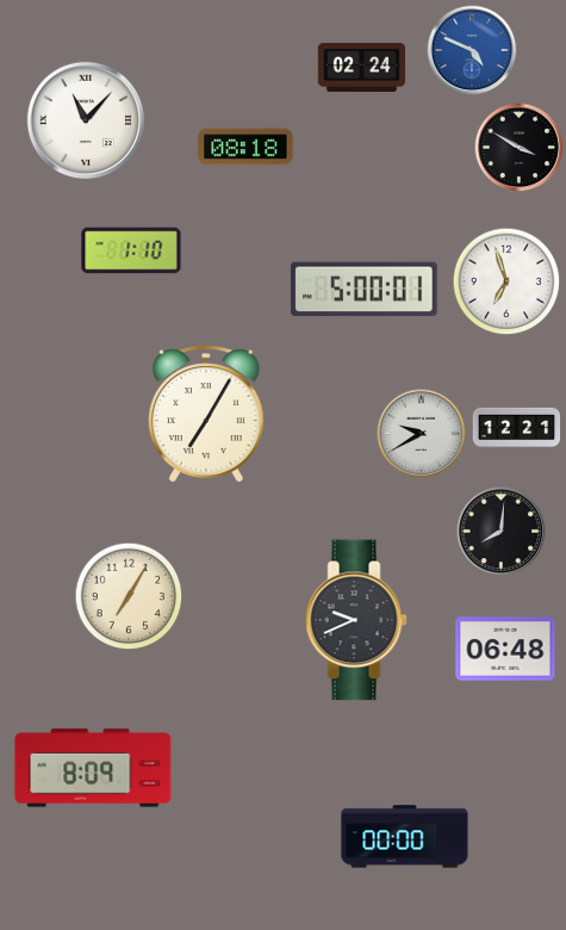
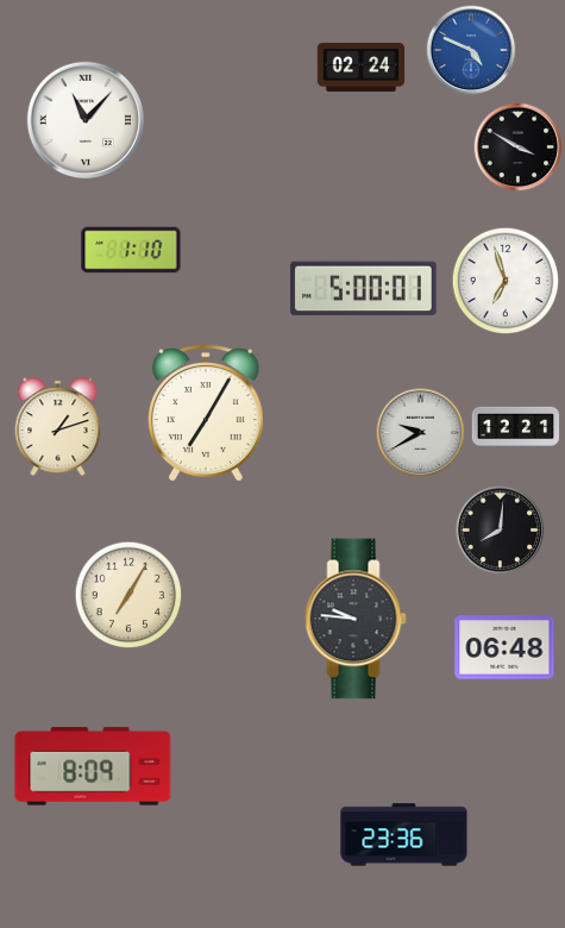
clock at (245, 147): 08:18 -> none
clock at (58, 427): none -> 1:12
clock at (356, 620): 9:41 -> 9:46
clock at (405, 837): 00:00 -> 23:36
